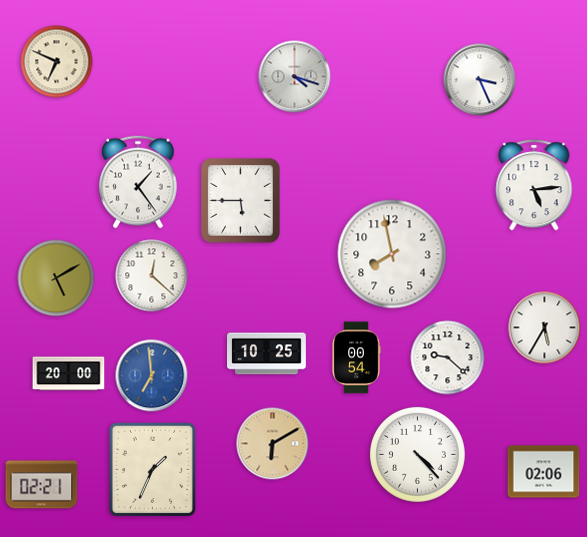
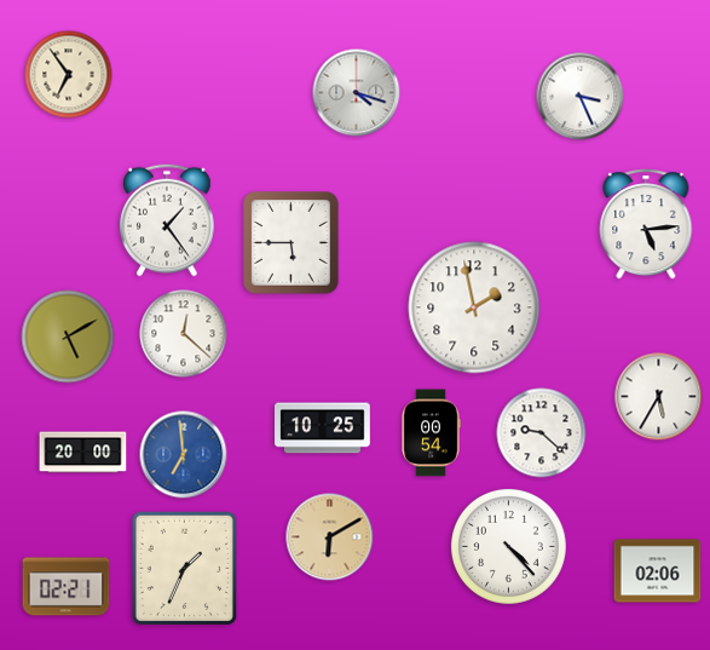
clock at (57, 62): 6:49 -> 6:54
clock at (392, 254): 7:58 -> 1:58
clock at (417, 454) position: (417, 454) -> (508, 546)
clock at (42, 485) position: (42, 485) -> (67, 587)
